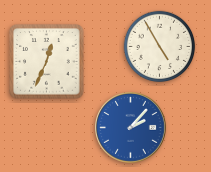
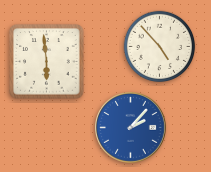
clock at (160, 47): 4:55 -> 4:53
clock at (47, 62): 12:34 -> 5:59
